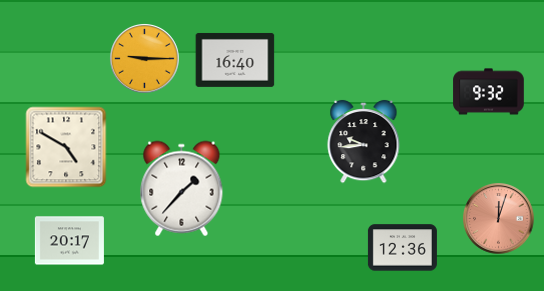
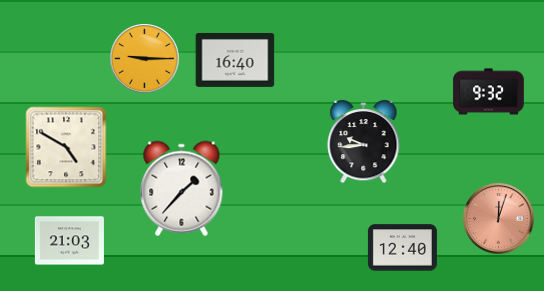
clock at (69, 241): 20:17 -> 21:03
clock at (402, 248): 12:36 -> 12:40
